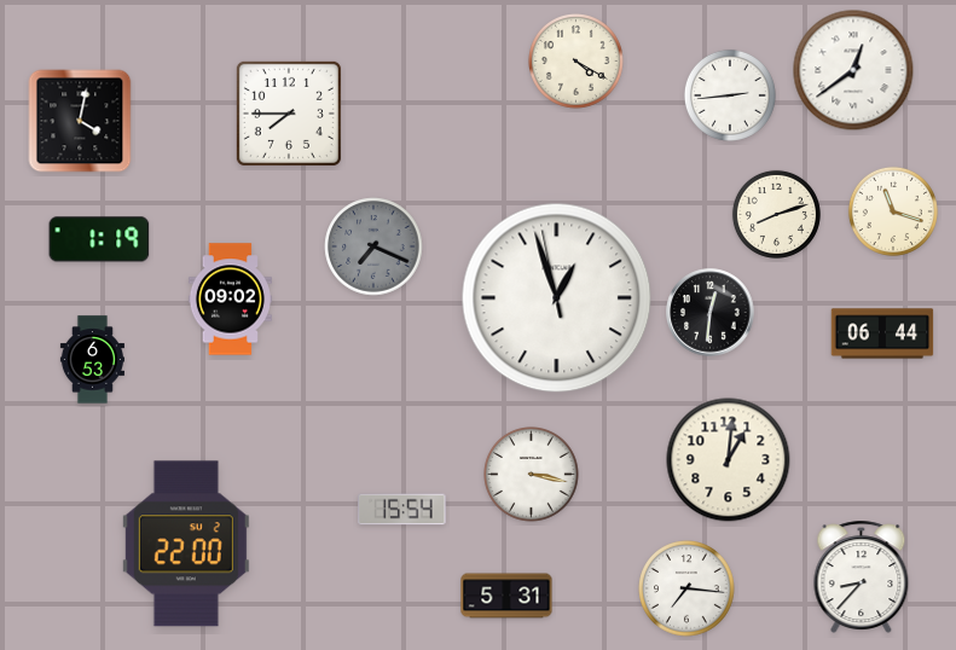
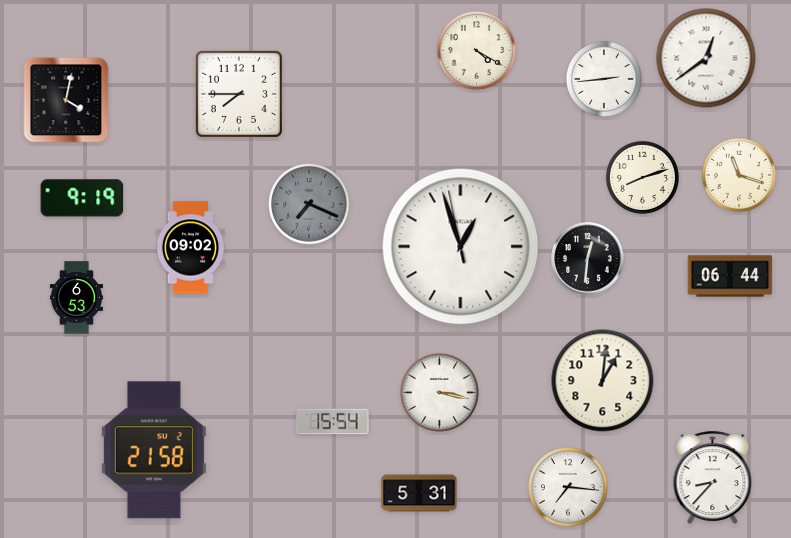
clock at (99, 239): 1:19 -> 9:19
clock at (186, 544): 22:00 -> 21:58
